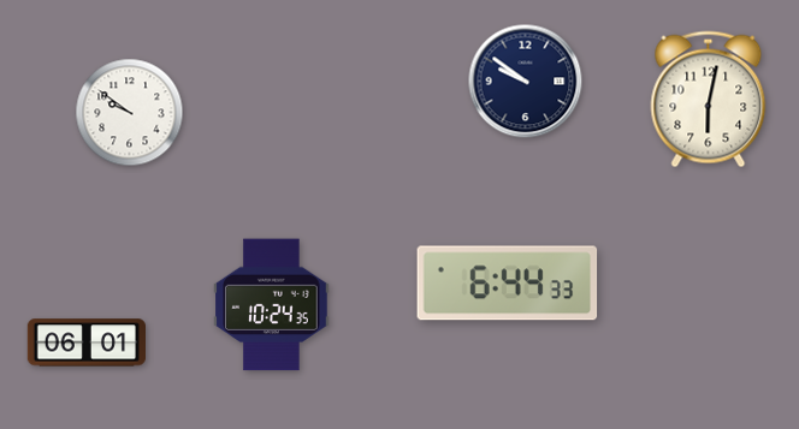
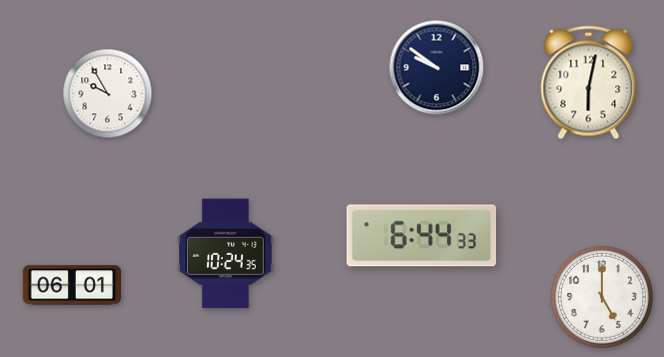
clock at (130, 113): 9:51 -> 9:55
clock at (602, 297): none -> 5:00
